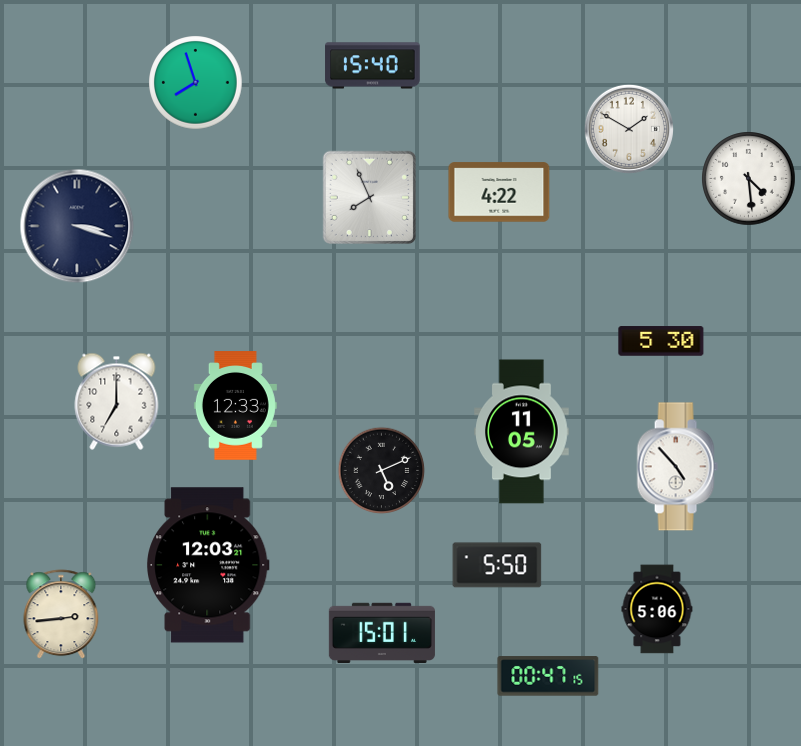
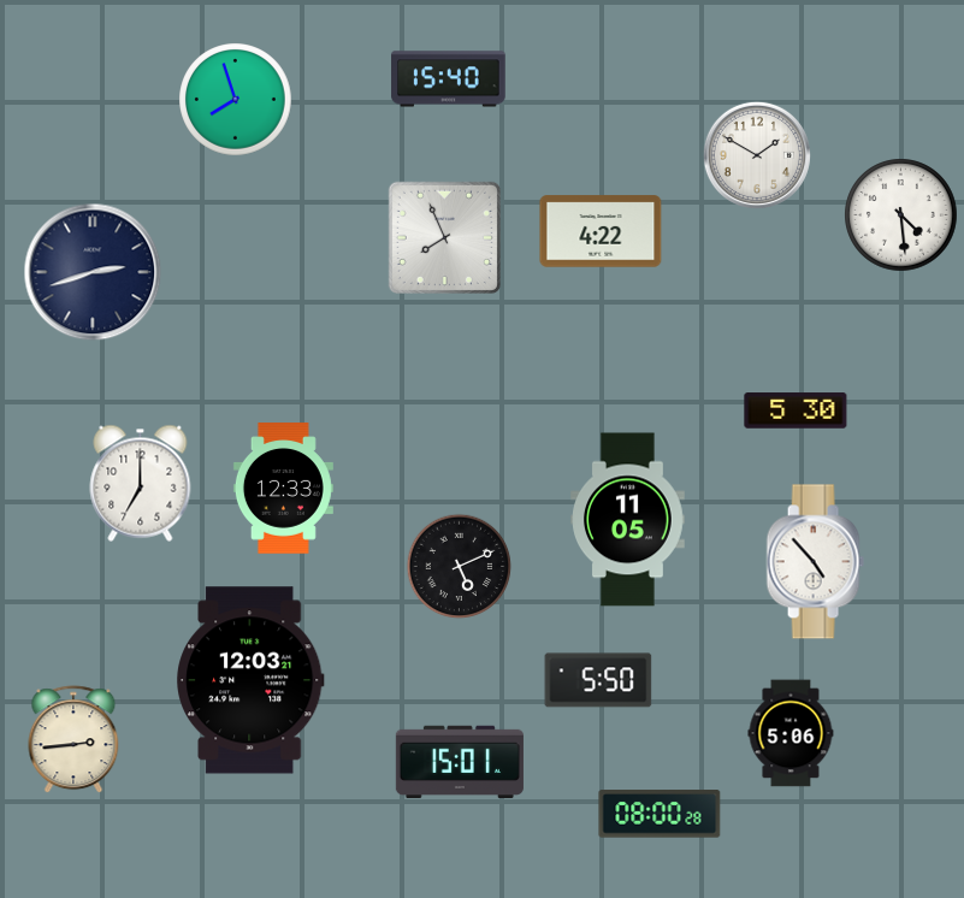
clock at (77, 226): 3:18 -> 2:42
clock at (548, 676): 00:47 -> 08:00
